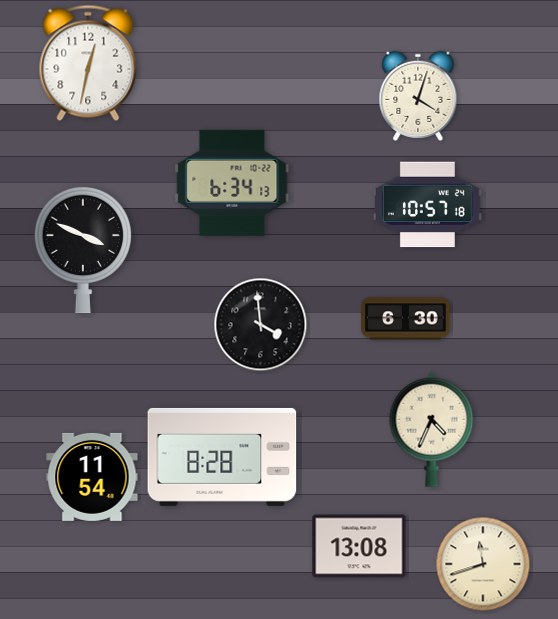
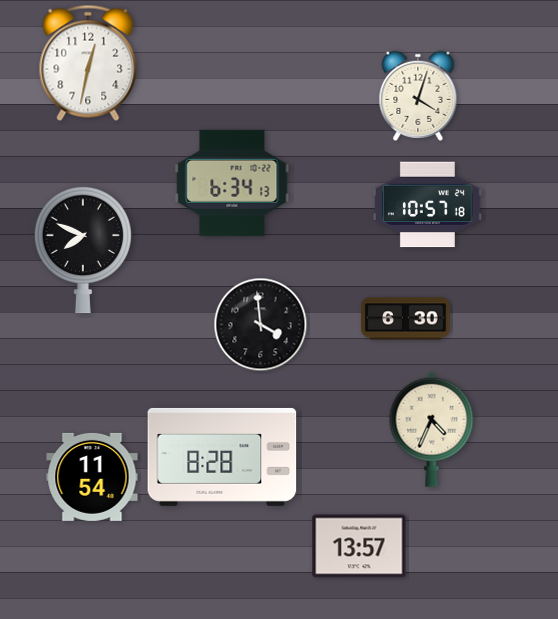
clock at (83, 250): 3:49 -> 7:49
clock at (359, 546): 13:08 -> 13:57
clock at (483, 564): 11:42 -> none
